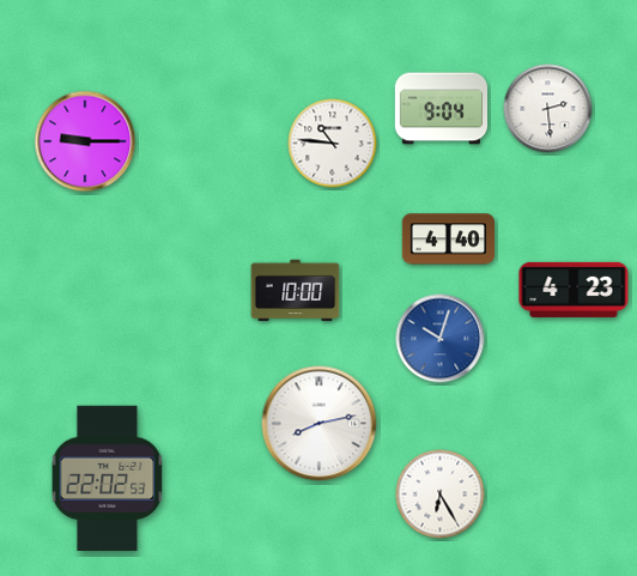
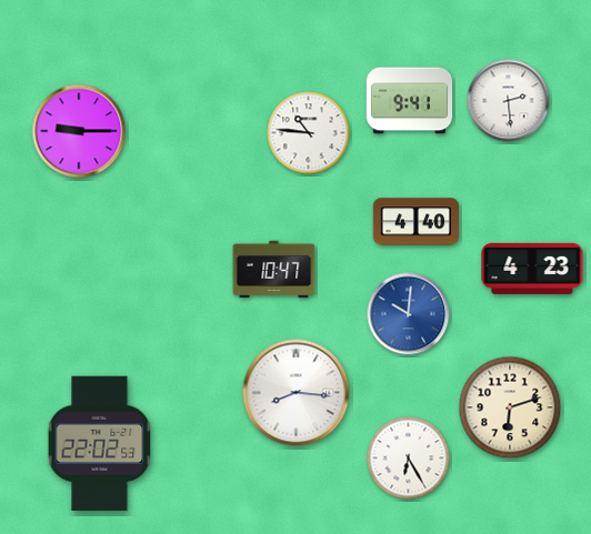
clock at (442, 109): 9:04 -> 9:41
clock at (296, 291): 10:00 -> 10:47
clock at (441, 339): 10:03 -> 10:01
clock at (320, 424): 8:13 -> 8:16
clock at (510, 407): none -> 6:12
